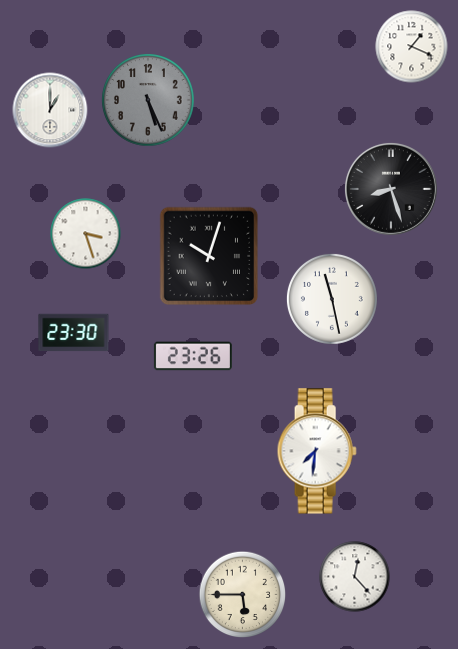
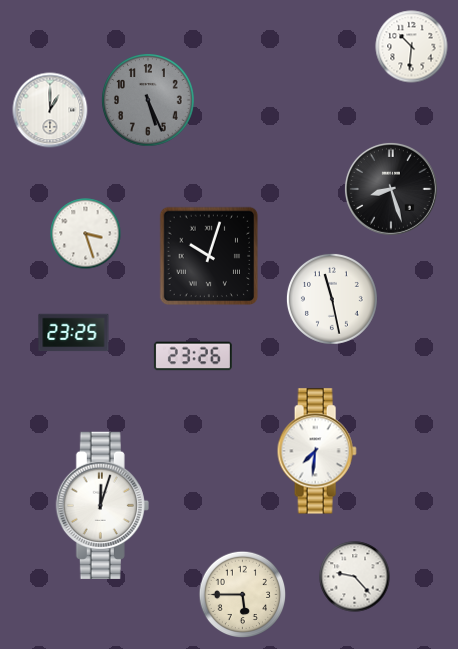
clock at (412, 47): 1:19 -> 10:31
clock at (74, 333): 23:30 -> 23:25
clock at (102, 505): none -> 12:03
clock at (355, 577): 12:23 -> 9:23
